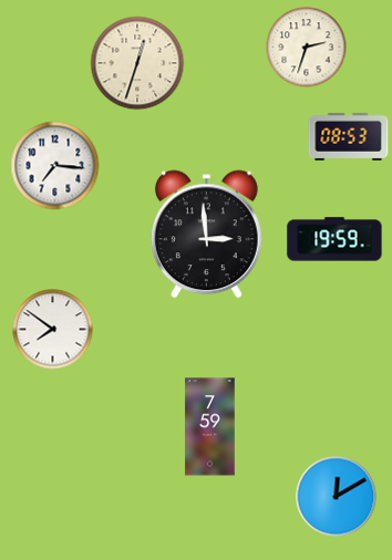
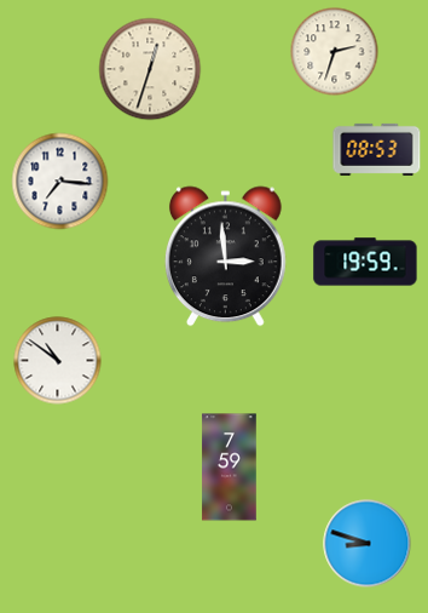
clock at (349, 136) position: (349, 136) -> (377, 149)
clock at (53, 330): 7:51 -> 10:51
clock at (337, 497): 12:10 -> 8:48
